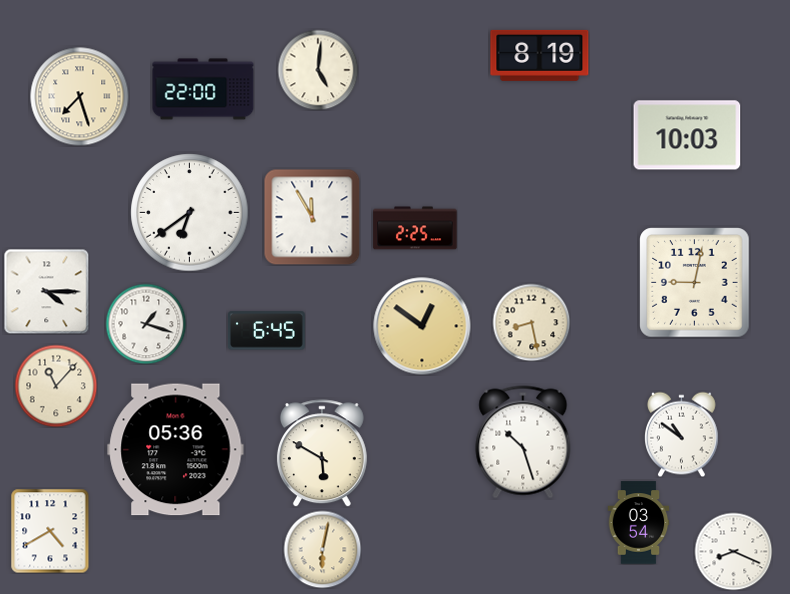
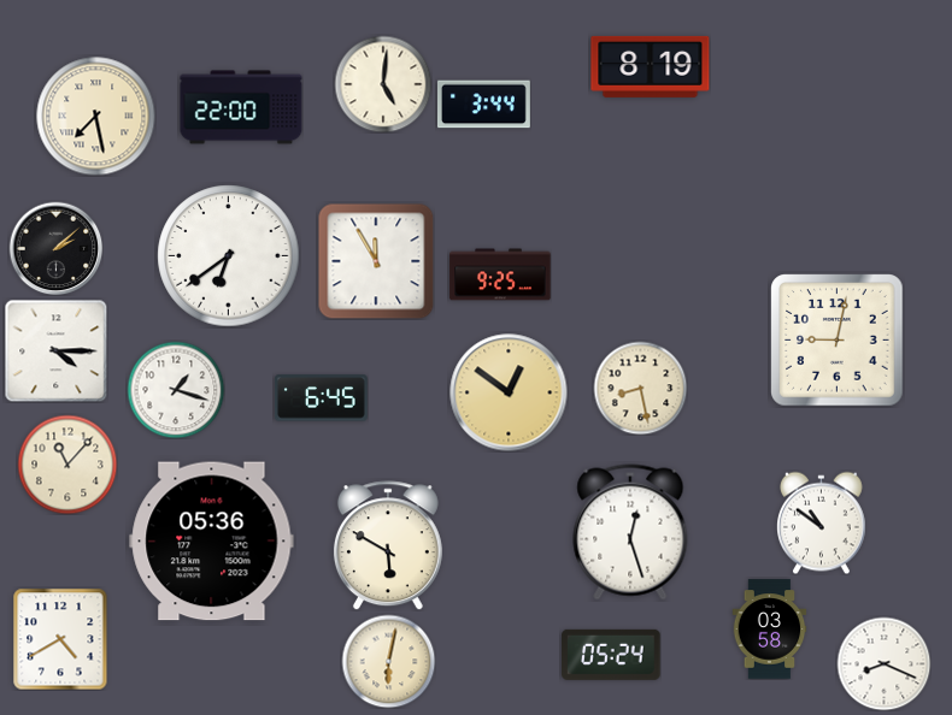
clock at (483, 105): none -> 3:44
clock at (203, 89) position: (203, 89) -> (241, 107)
clock at (80, 97): 7:27 -> 7:28
clock at (687, 135): 10:03 -> none
clock at (55, 248): none -> 2:08
clock at (415, 228): 2:25 -> 9:25
clock at (523, 442): 10:27 -> 12:27
clock at (639, 523): 03:54 -> 03:58
clock at (611, 655): none -> 05:24
